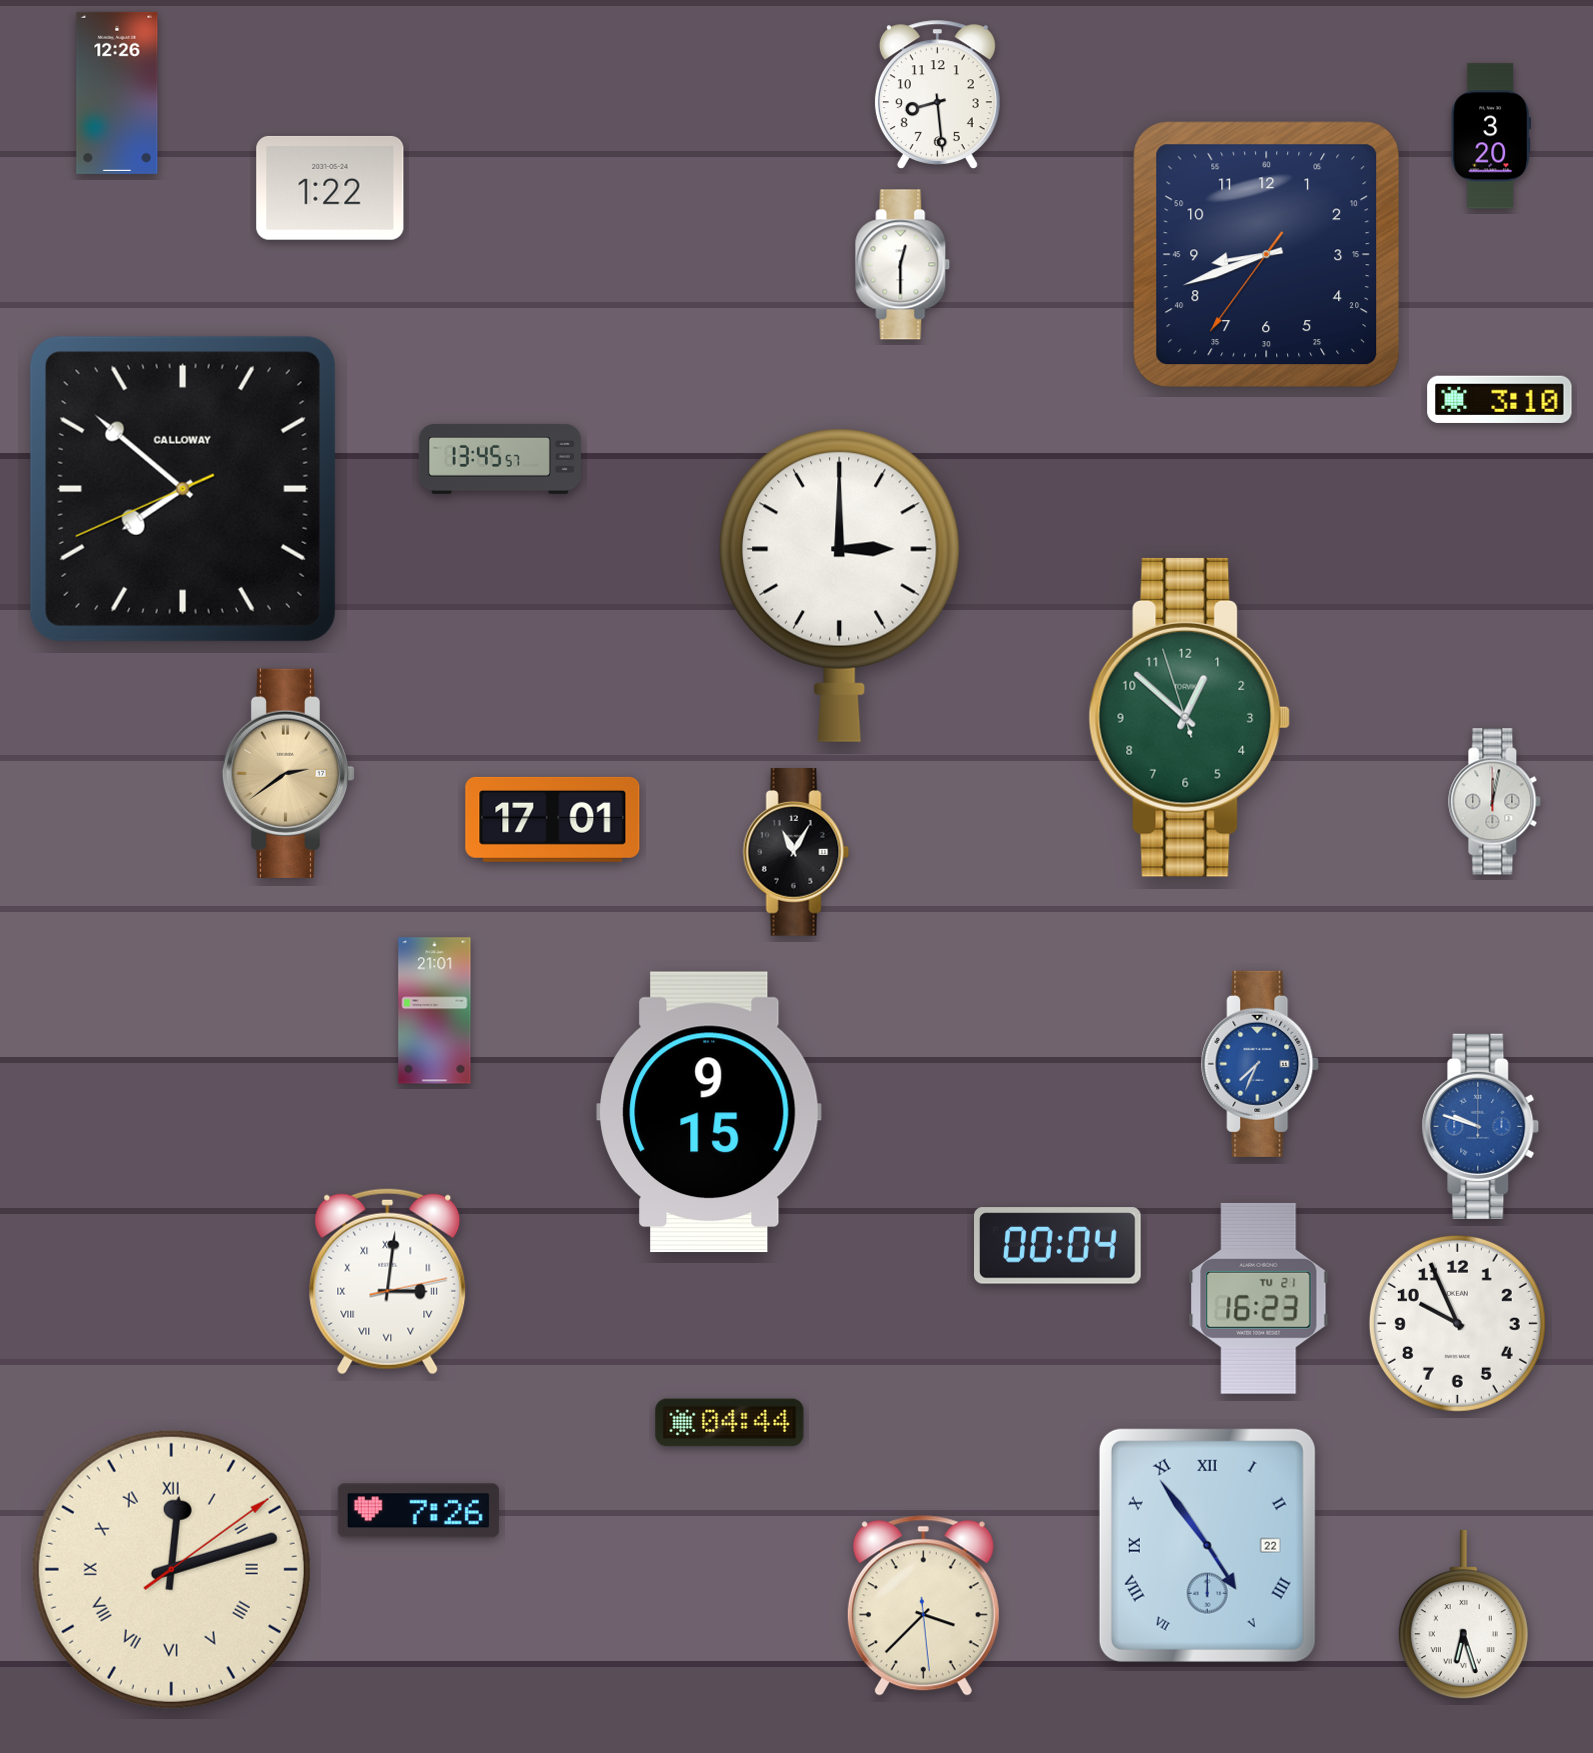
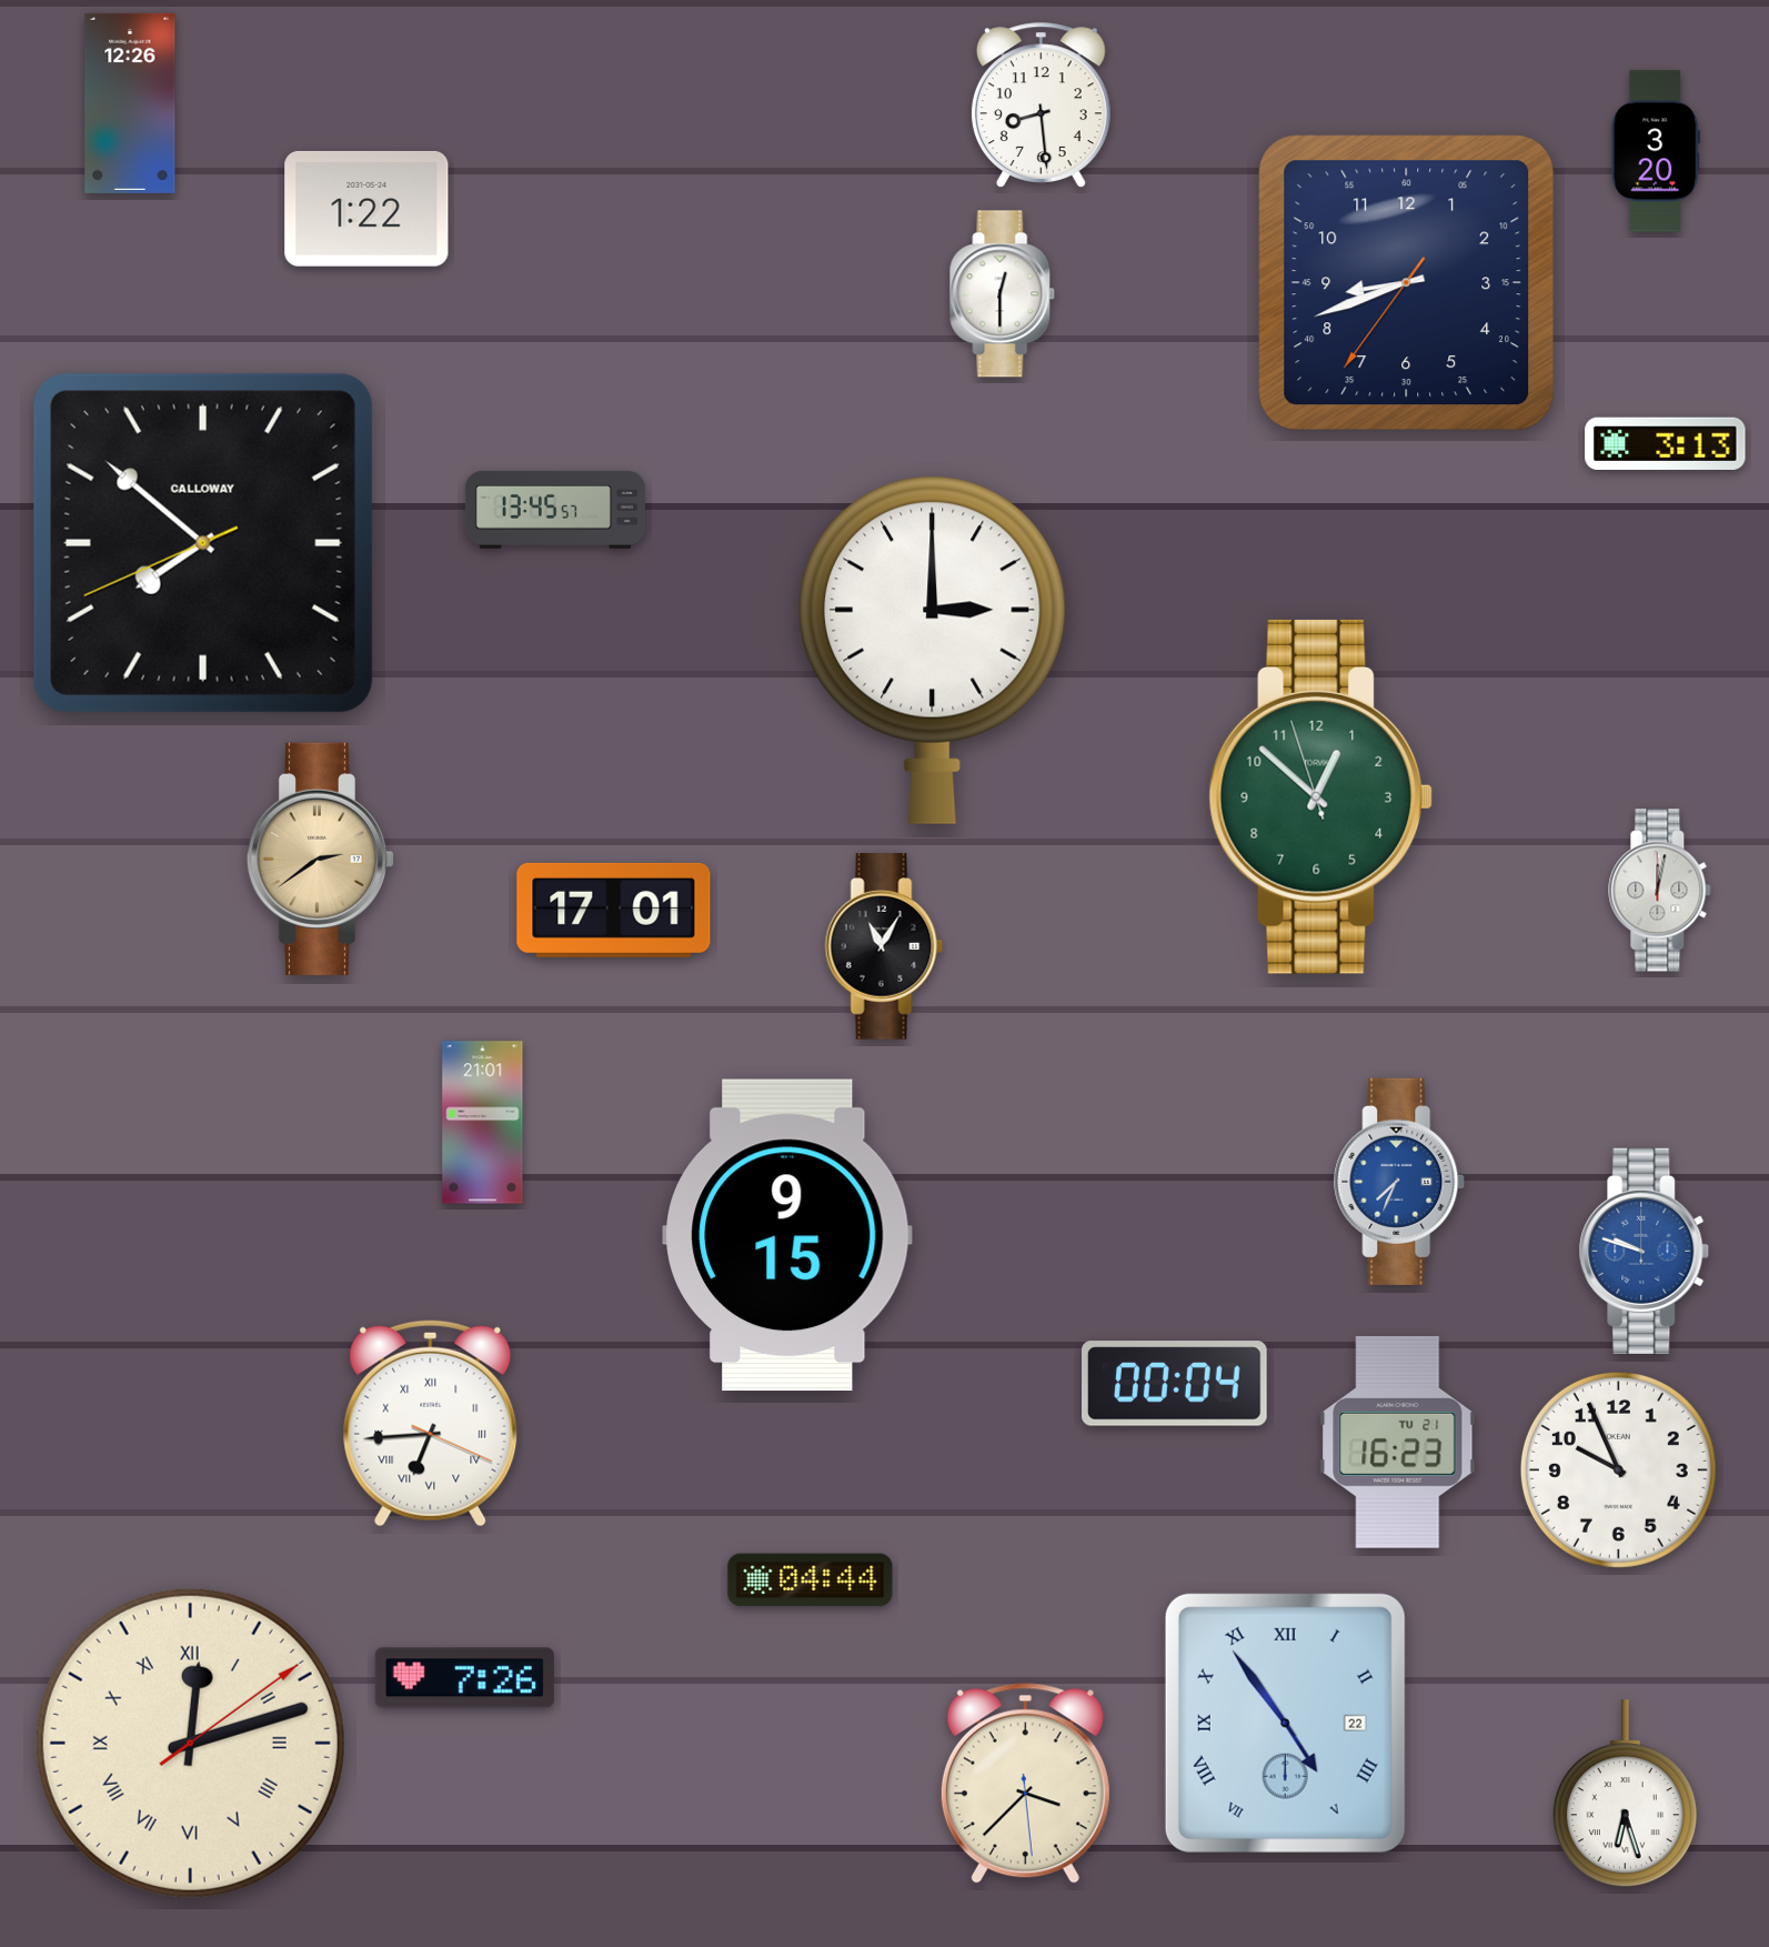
clock at (1500, 399): 3:10 -> 3:13
clock at (388, 1281): 3:01 -> 6:44
clock at (1207, 1545) position: (1207, 1545) -> (1285, 1723)
